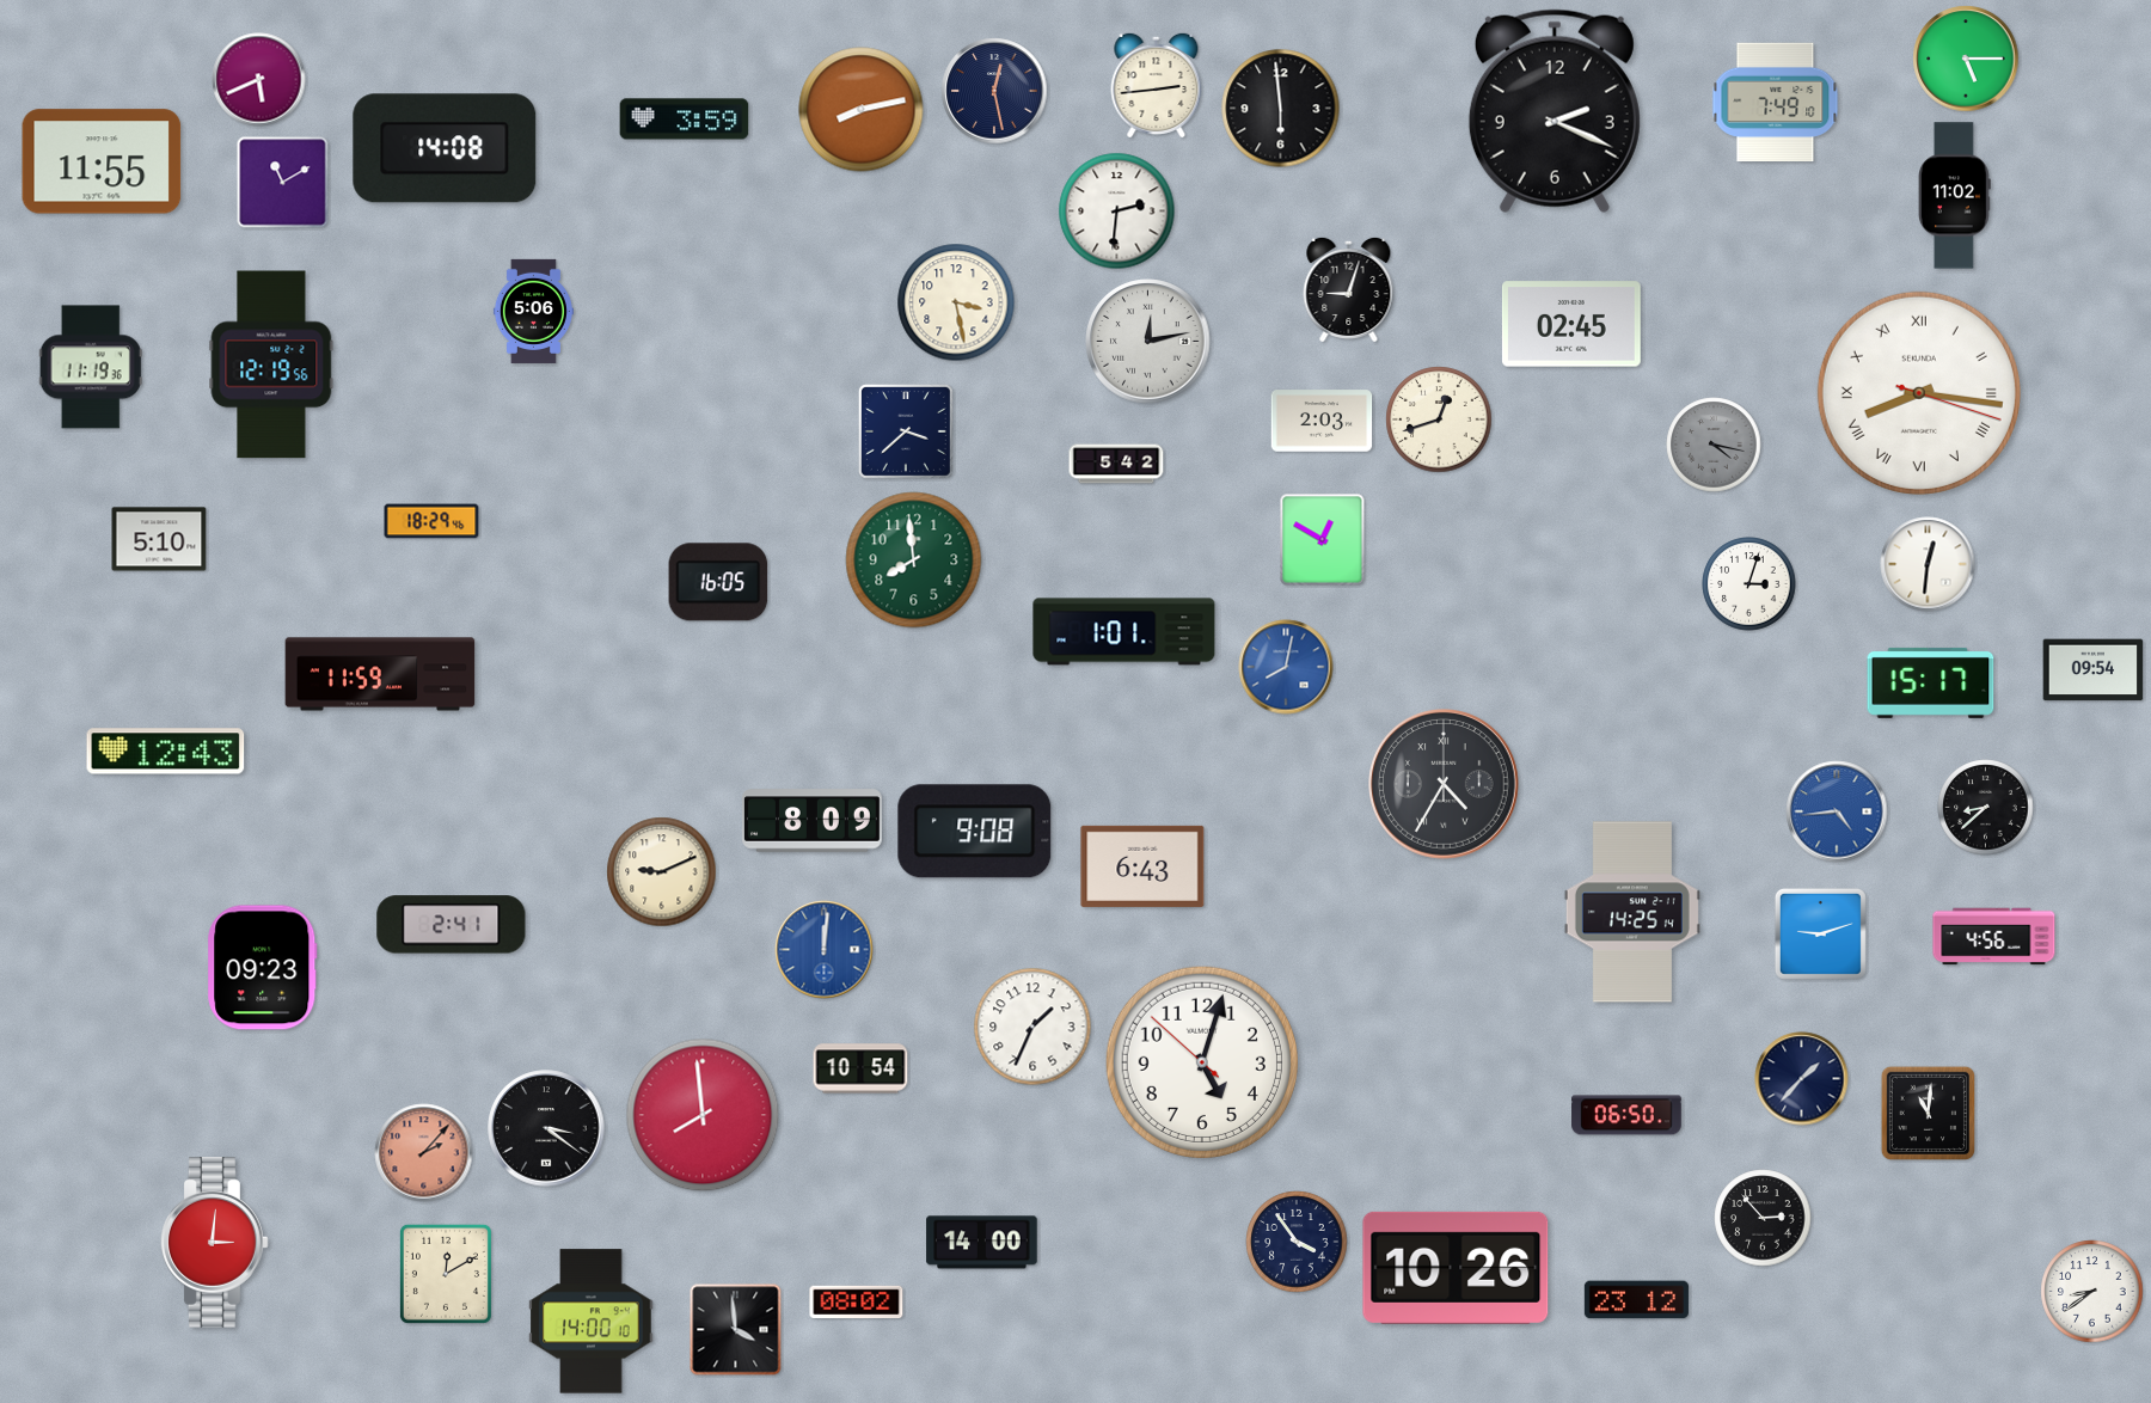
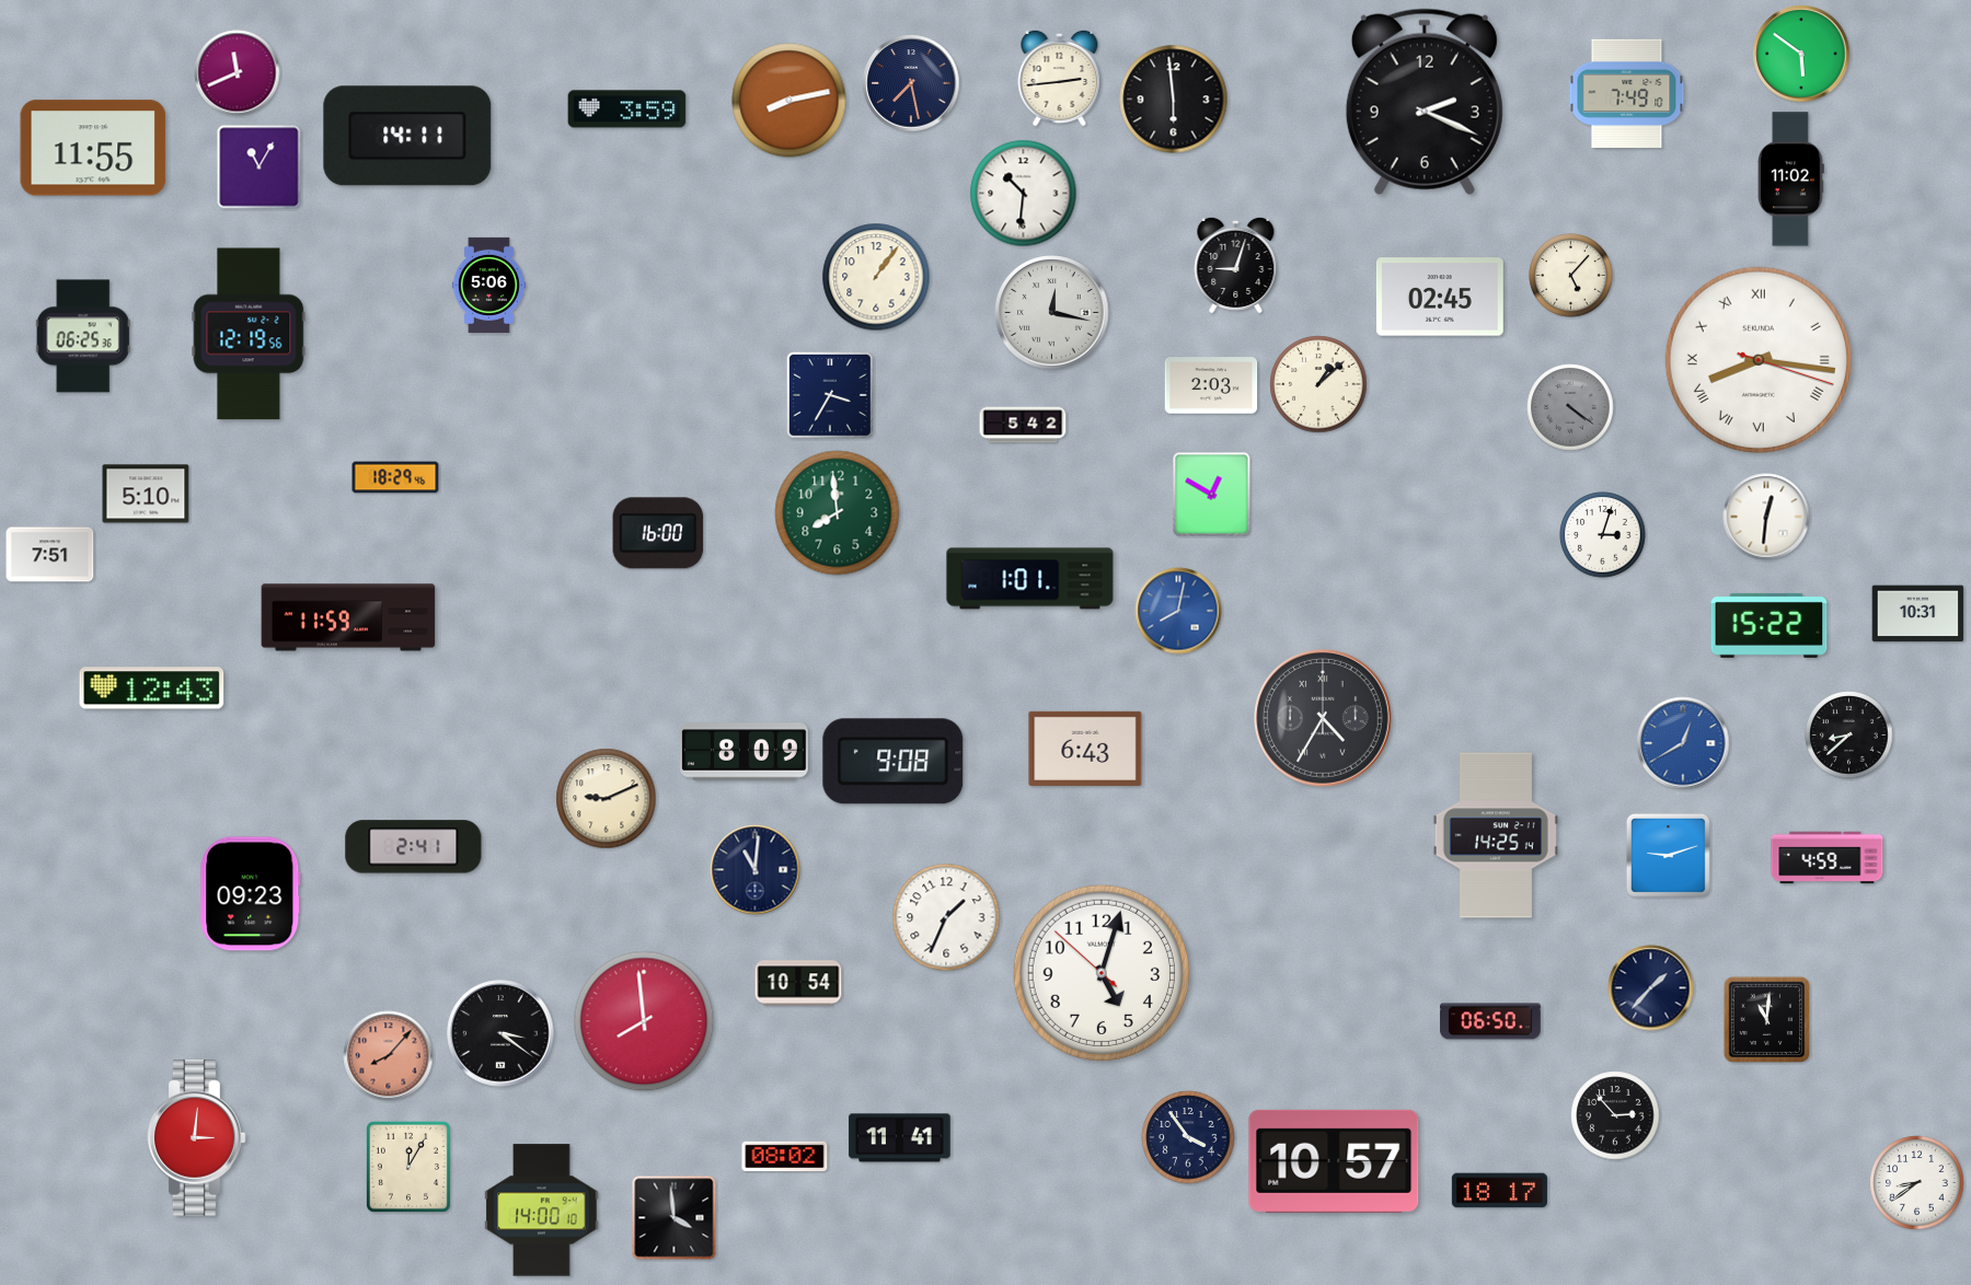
clock at (1966, 59): 5:15 -> 5:51
clock at (259, 80): 5:41 -> 11:41
clock at (994, 91): 12:28 -> 7:28
clock at (445, 148): 14:08 -> 14:11
clock at (283, 183): 11:10 -> 11:05
clock at (1117, 212): 2:31 -> 10:31
clock at (1571, 276): none -> 5:07
clock at (956, 302): 3:28 -> 1:06
clock at (1148, 342): 12:13 -> 12:17
clock at (91, 367): 11:19 -> 06:25
clock at (1439, 419): 12:42 -> 1:08
clock at (906, 431): 3:38 -> 3:35
clock at (1714, 445): 4:17 -> 4:21
clock at (718, 582): 16:05 -> 16:00
clock at (50, 555): none -> 7:51
clock at (2094, 670): 09:54 -> 10:31
clock at (1931, 682): 15:17 -> 15:22
clock at (1986, 808) position: (1986, 808) -> (1849, 736)
clock at (1837, 811): 4:44 -> 12:40
clock at (1142, 866) position: (1142, 866) -> (1085, 749)
clock at (1994, 937): 4:56 -> 4:59
clock at (825, 950): 12:01 -> 11:01
clock at (825, 950) dial: blue -> navy
clock at (263, 968) position: (263, 968) -> (251, 894)
clock at (1032, 1027) position: (1032, 1027) -> (946, 917)
clock at (860, 1068) position: (860, 1068) -> (798, 983)
clock at (424, 1153): 2:07 -> 8:07
clock at (982, 1243): 14:00 -> 11:41
clock at (1456, 1268): 10:26 -> 10:57
clock at (446, 1274): 12:10 -> 12:05
clock at (1636, 1300): 23:12 -> 18:17
clock at (857, 1303) position: (857, 1303) -> (785, 1157)
